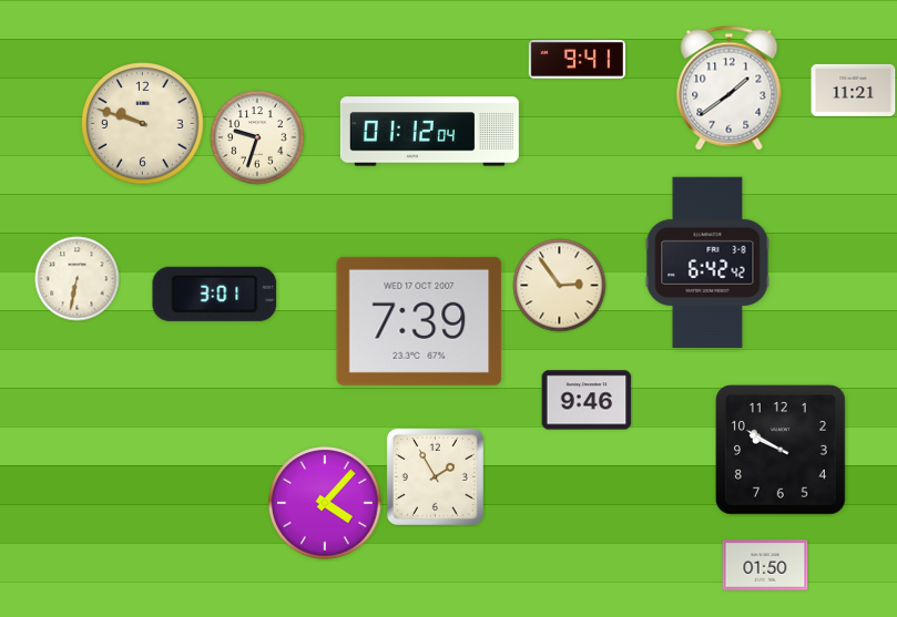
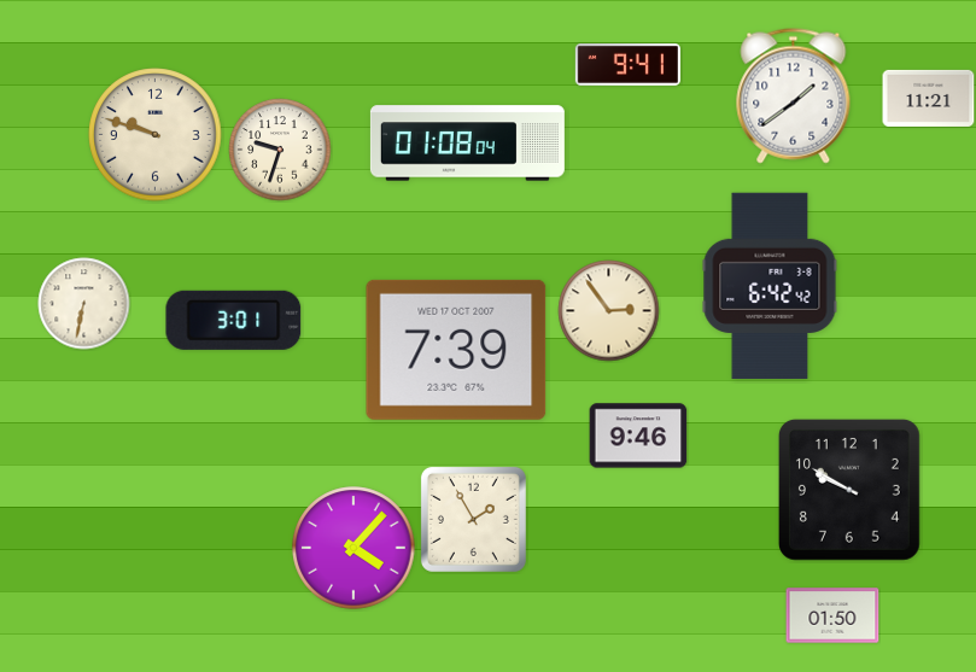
clock at (429, 132): 01:12 -> 01:08
